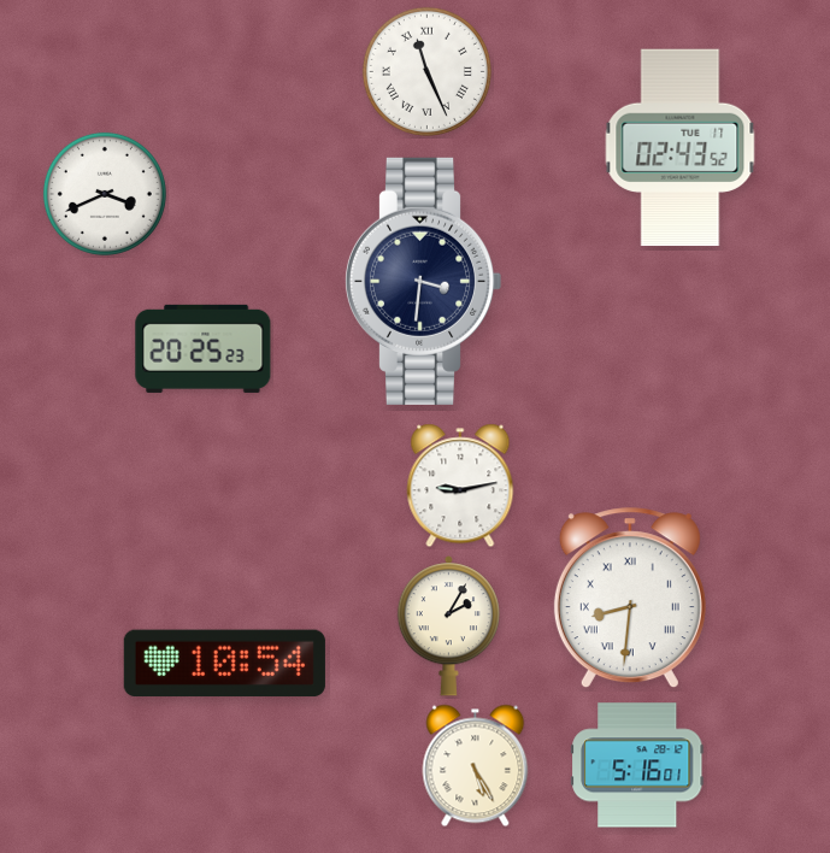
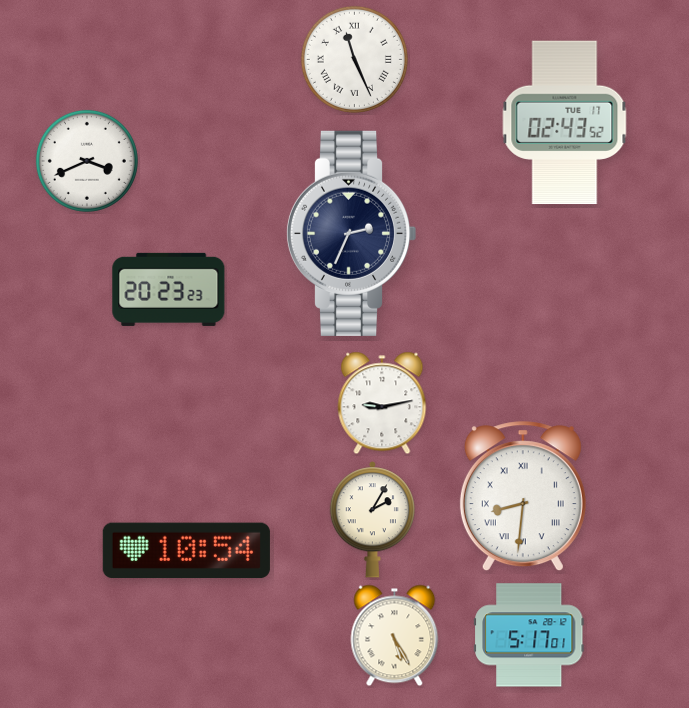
clock at (423, 281): 3:31 -> 2:34
clock at (204, 348): 20:25 -> 20:23
clock at (637, 765): 5:16 -> 5:17
